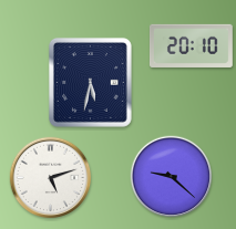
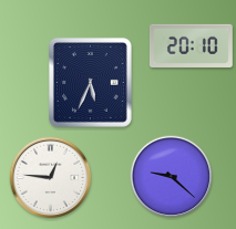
clock at (90, 82): 5:32 -> 5:34
clock at (51, 178): 5:12 -> 12:46
